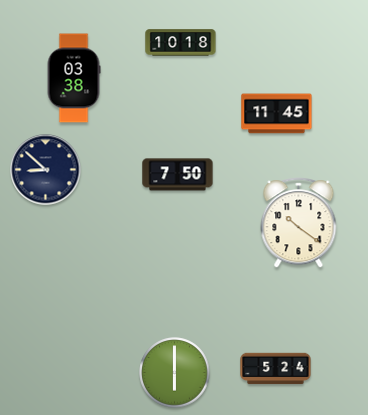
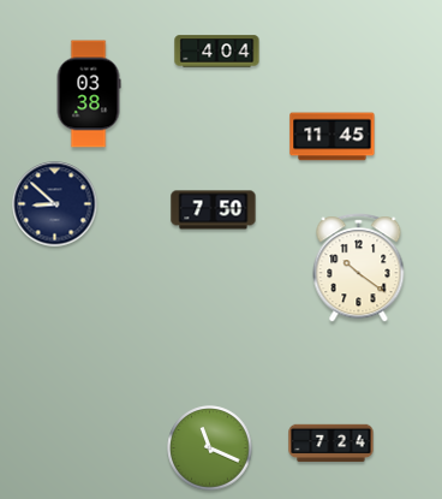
clock at (181, 43): 10:18 -> 4:04
clock at (276, 369): 5:24 -> 7:24
clock at (175, 373): 6:00 -> 11:19
